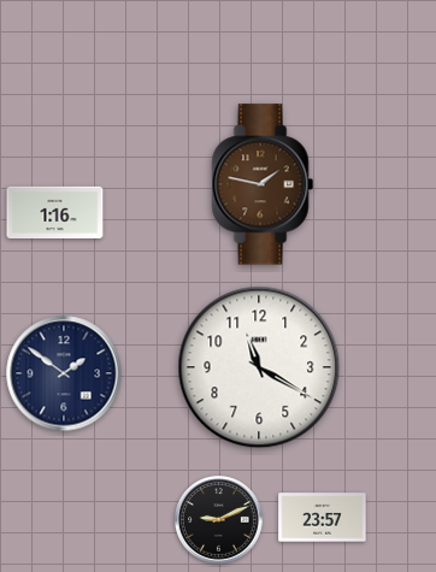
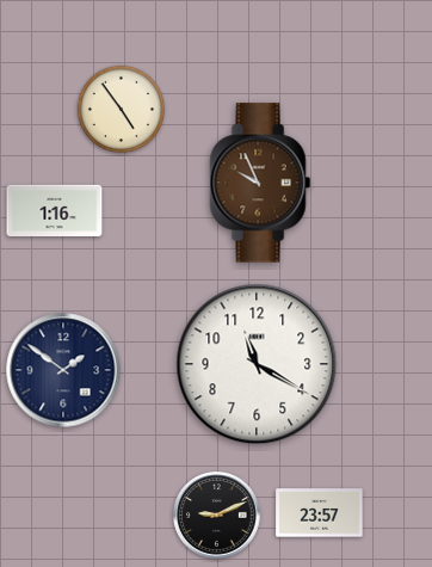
clock at (121, 109): none -> 4:54
clock at (263, 184): 1:47 -> 9:56
